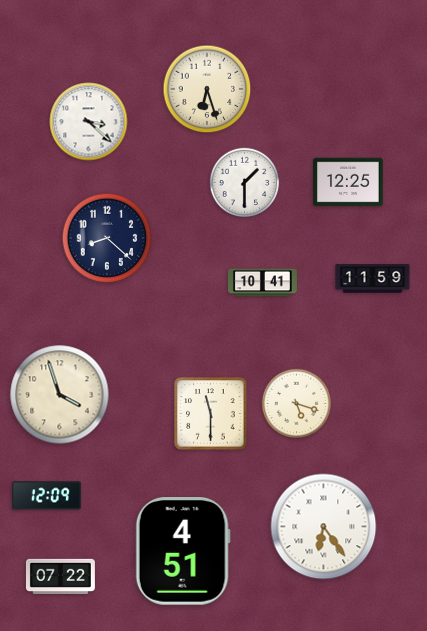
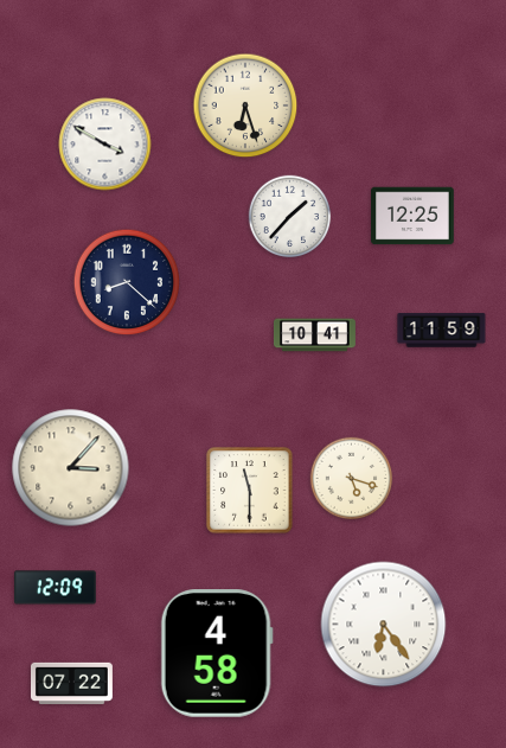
clock at (89, 122): 3:22 -> 3:50
clock at (245, 183): 1:30 -> 1:37
clock at (262, 283) position: (262, 283) -> (314, 335)
clock at (60, 395): 3:57 -> 3:07
clock at (183, 552): 4:51 -> 4:58
